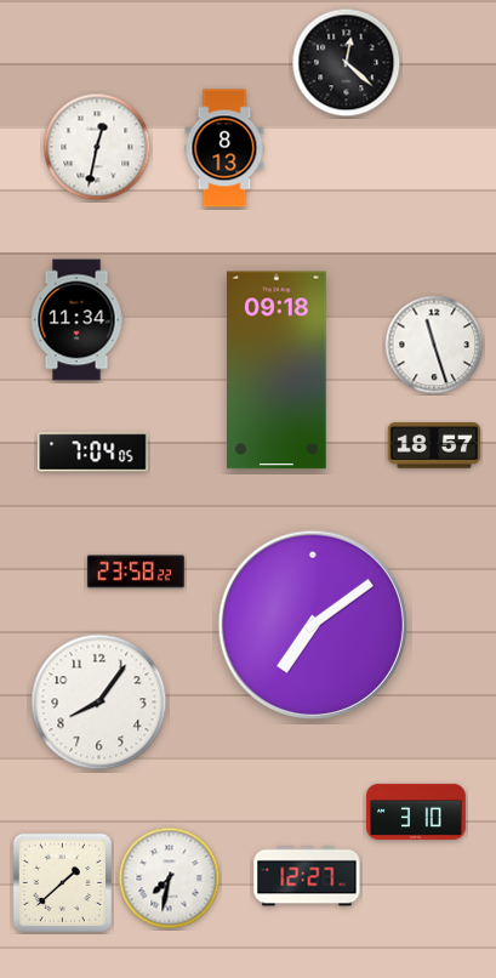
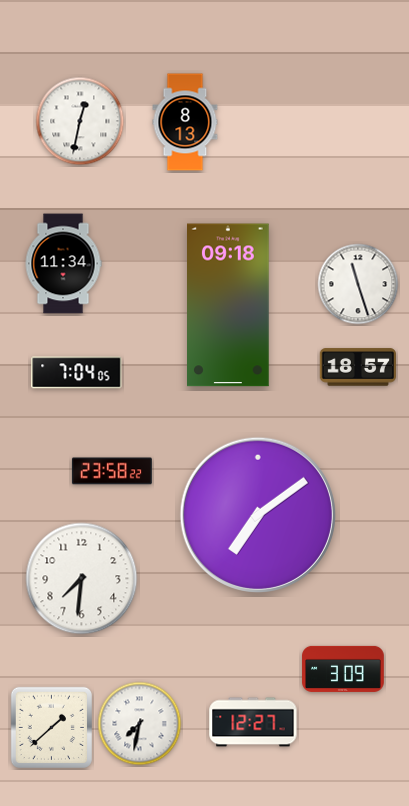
clock at (347, 63): 12:22 -> none
clock at (99, 703): 8:06 -> 7:31
clock at (416, 812): 3:10 -> 3:09
